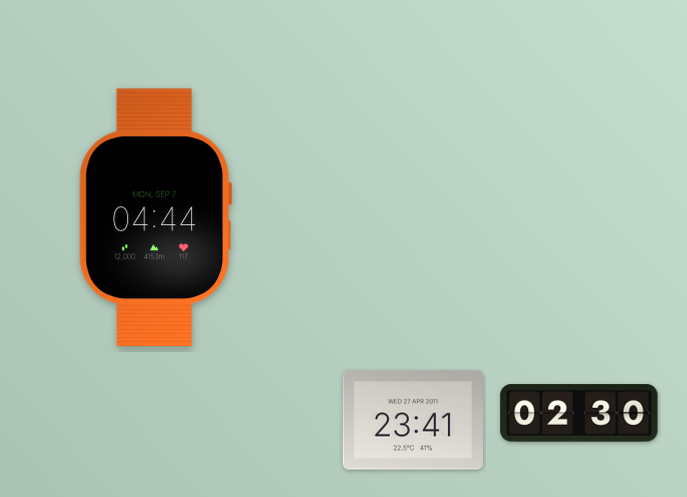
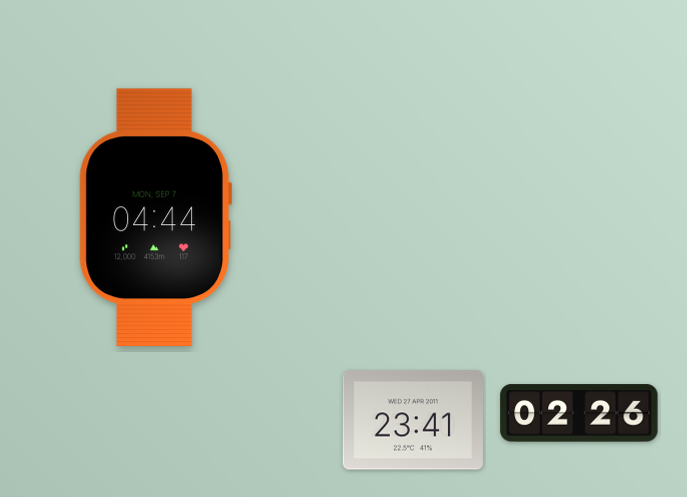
clock at (579, 413): 02:30 -> 02:26
